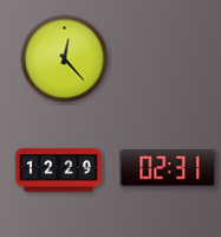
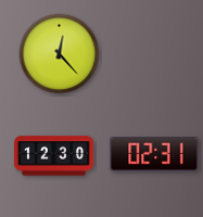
clock at (58, 171): 12:29 -> 12:30
